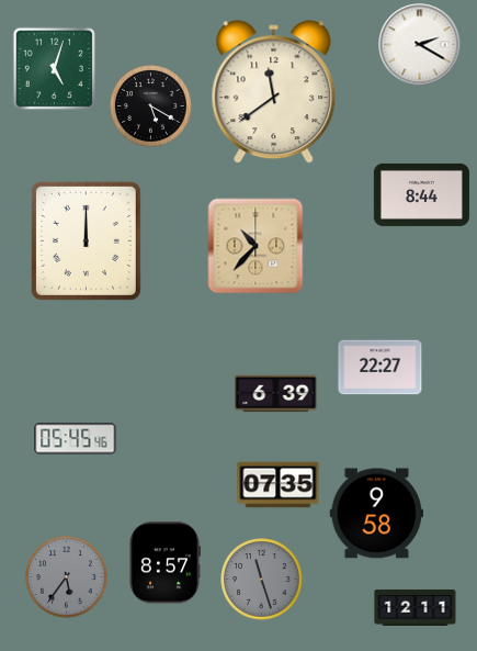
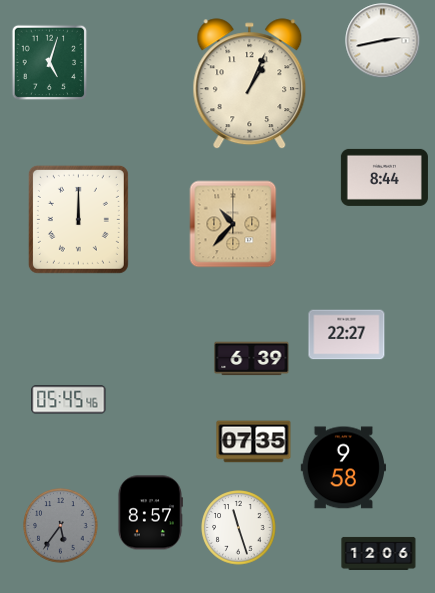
clock at (420, 45): 2:20 -> 2:43
clock at (274, 92): 11:39 -> 1:04
clock at (151, 106): 5:20 -> none
clock at (262, 580) dial: grey -> white
clock at (416, 607): 12:11 -> 12:06
